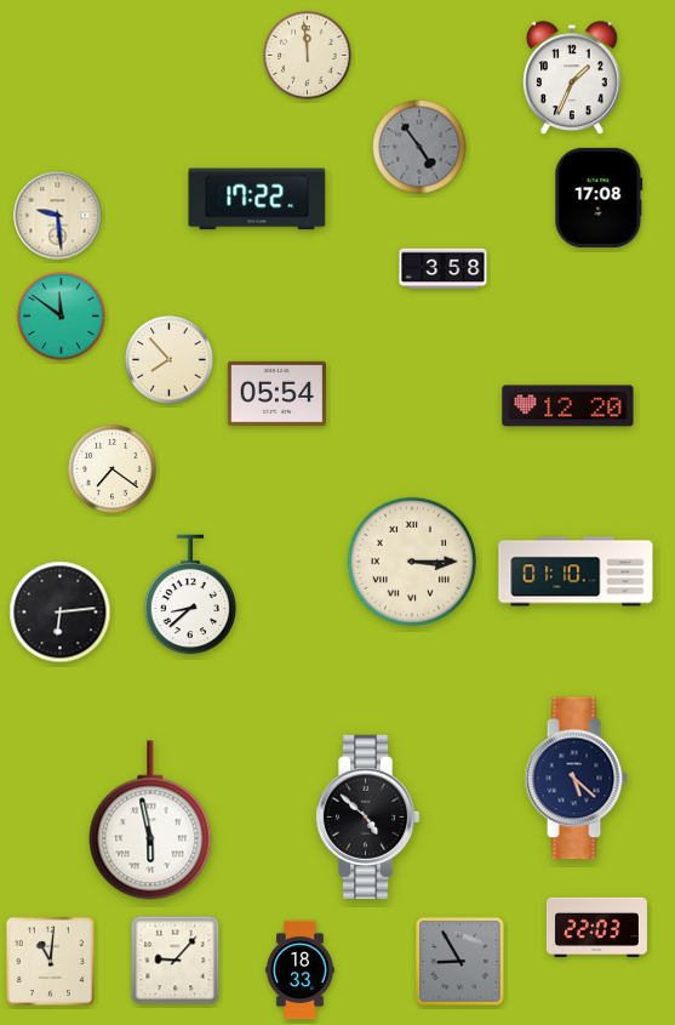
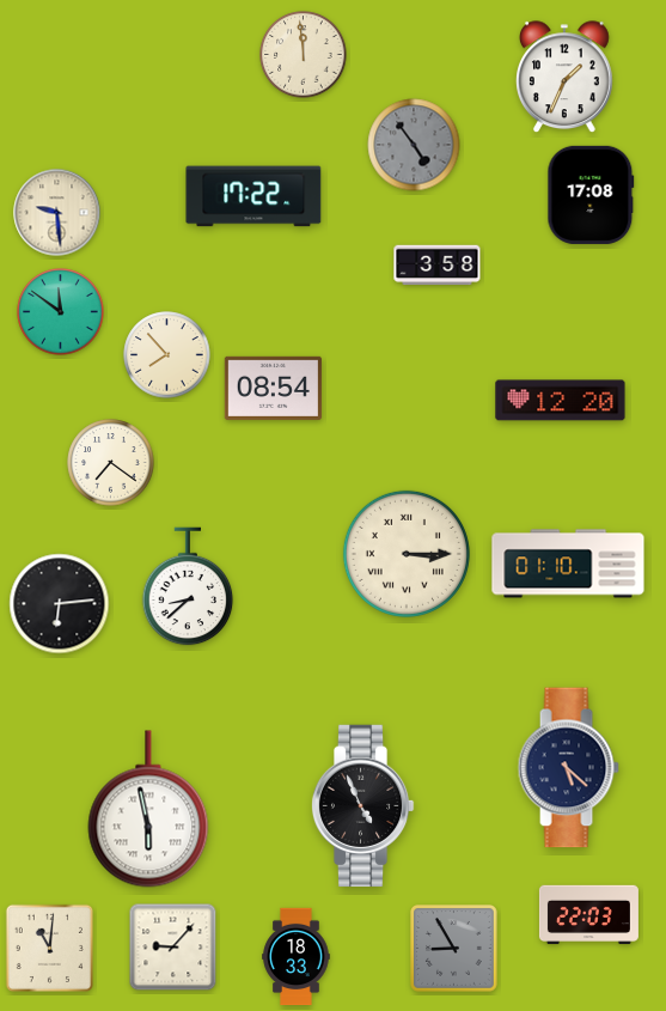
clock at (276, 393): 05:54 -> 08:54
clock at (367, 818): 4:52 -> 4:56
